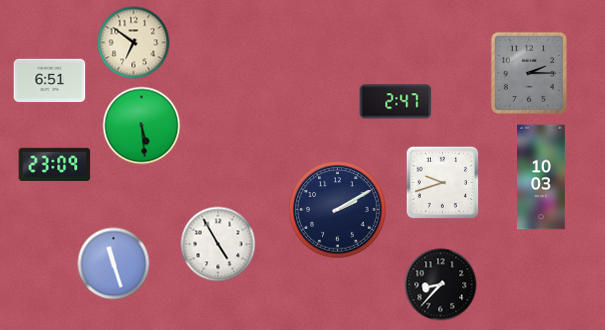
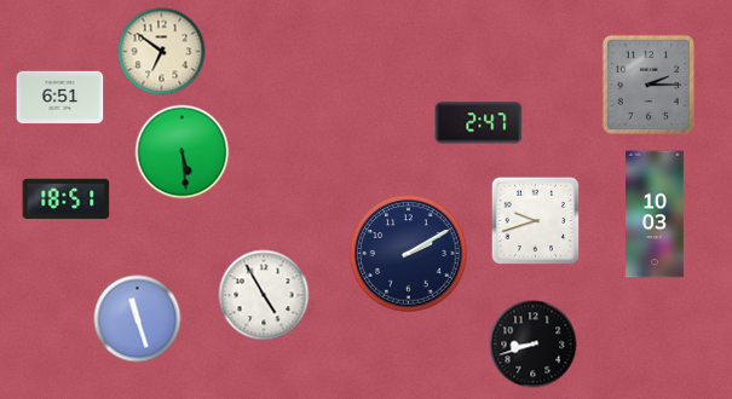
clock at (529, 73) position: (529, 73) -> (649, 85)
clock at (142, 126) position: (142, 126) -> (183, 152)
clock at (55, 164): 23:09 -> 18:51
clock at (441, 285): 8:37 -> 8:42
